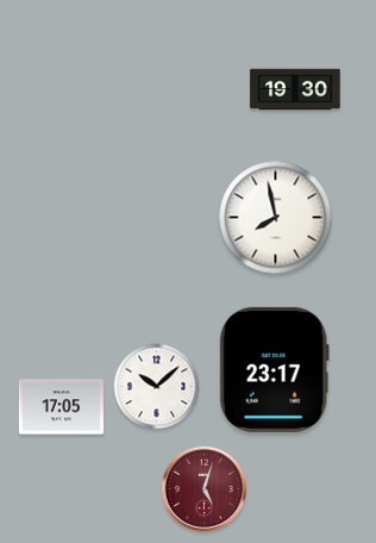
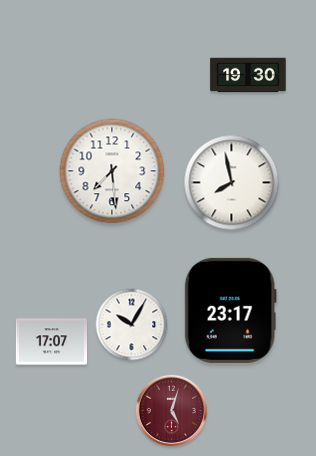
clock at (112, 171): none -> 7:29
clock at (157, 387): 10:08 -> 10:05
clock at (61, 407): 17:05 -> 17:07
